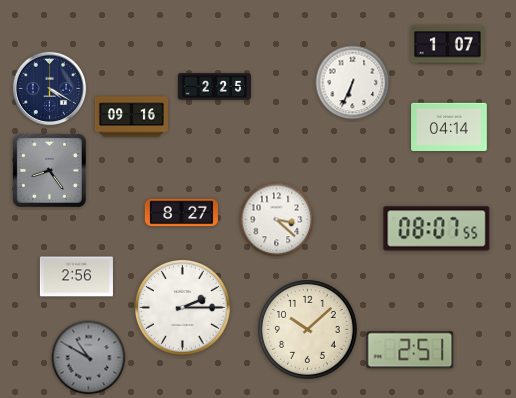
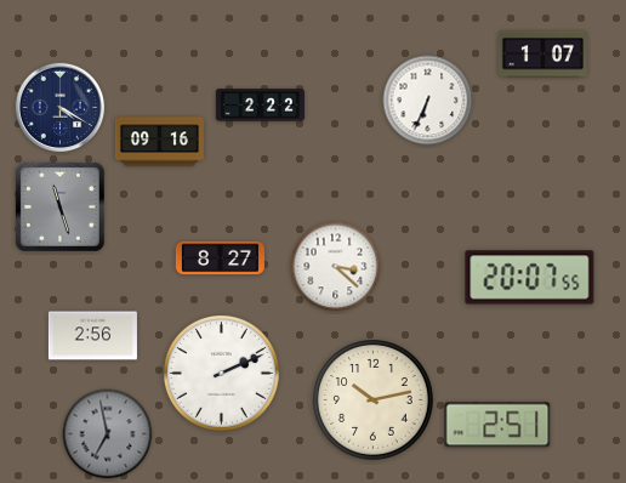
clock at (214, 87): 2:25 -> 2:22
clock at (449, 126): 04:14 -> none
clock at (49, 170): 8:24 -> 11:27
clock at (437, 229): 08:07 -> 20:07
clock at (182, 307): 2:15 -> 2:11
clock at (308, 330): 10:08 -> 10:13
clock at (89, 358): 10:50 -> 6:58
